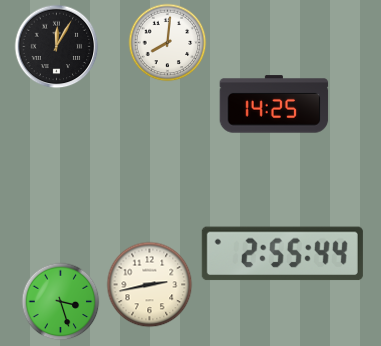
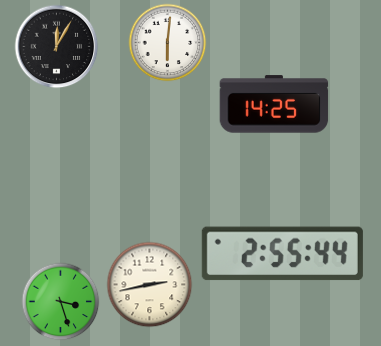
clock at (167, 42): 8:01 -> 6:01
